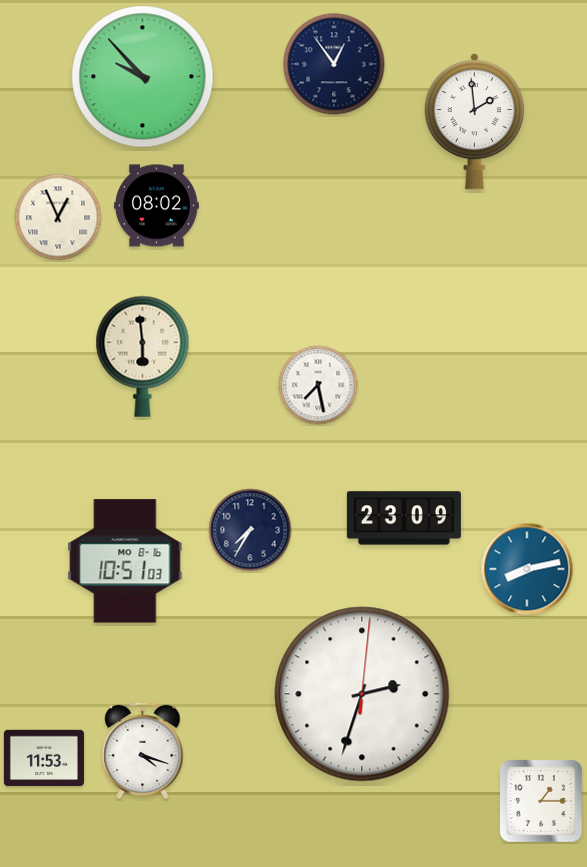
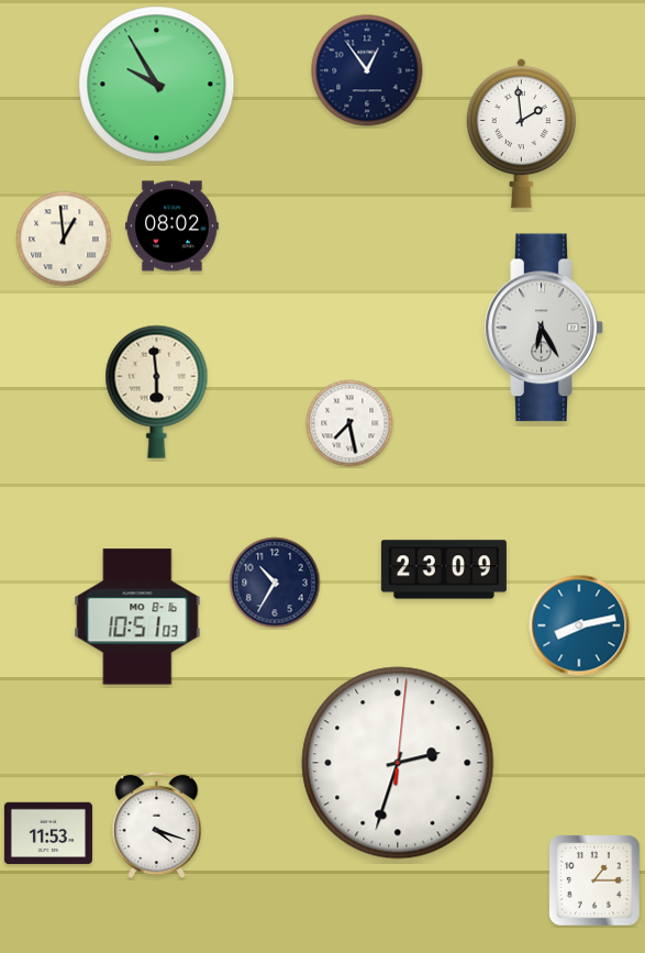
clock at (143, 77): 9:53 -> 9:55
clock at (58, 217): 12:56 -> 12:59
clock at (544, 328): none -> 6:25
clock at (250, 530): 7:35 -> 10:35
